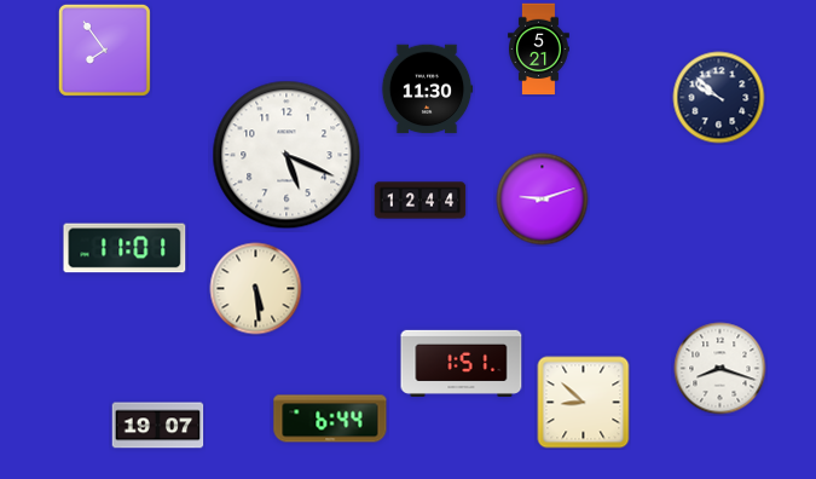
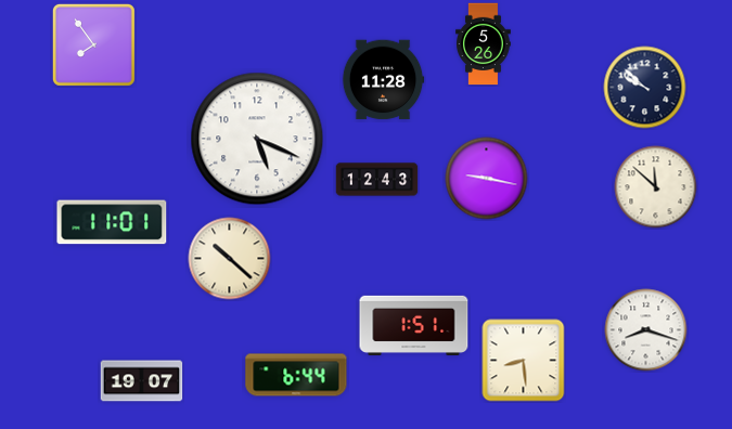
clock at (539, 50): 5:21 -> 5:26
clock at (427, 90): 11:30 -> 11:28
clock at (543, 200): 9:12 -> 9:17
clock at (421, 201): 12:44 -> 12:43
clock at (656, 187): none -> 11:52
clock at (256, 289): 5:29 -> 10:22
clock at (584, 403): 8:52 -> 8:29
